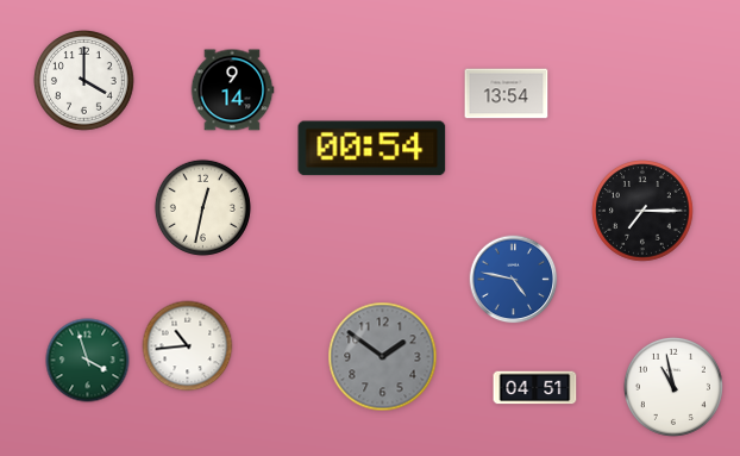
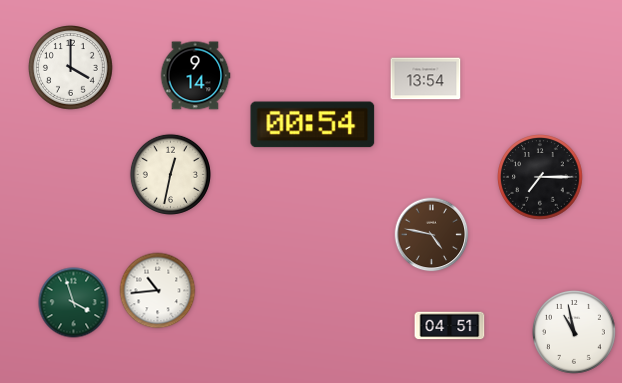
clock at (514, 280) dial: blue -> brown
clock at (383, 357): 1:51 -> none
clock at (673, 387) position: (673, 387) -> (574, 332)
